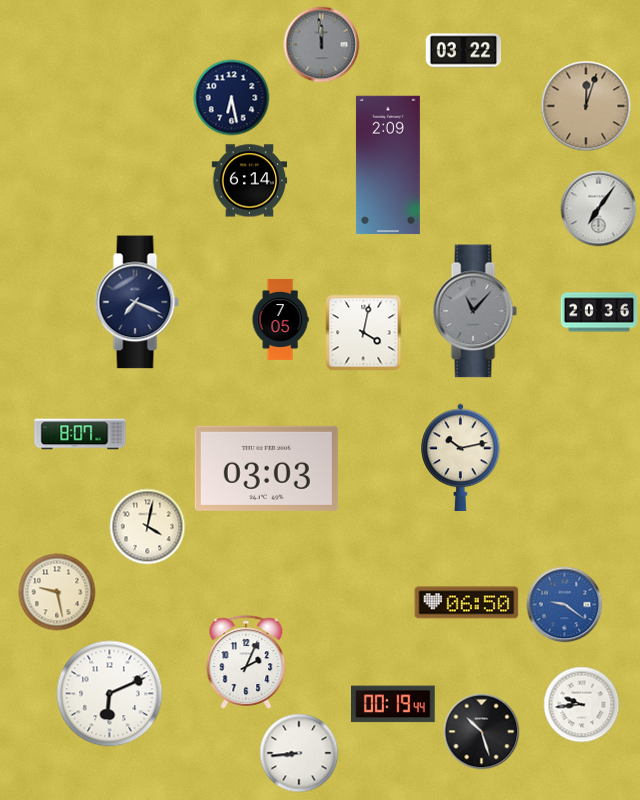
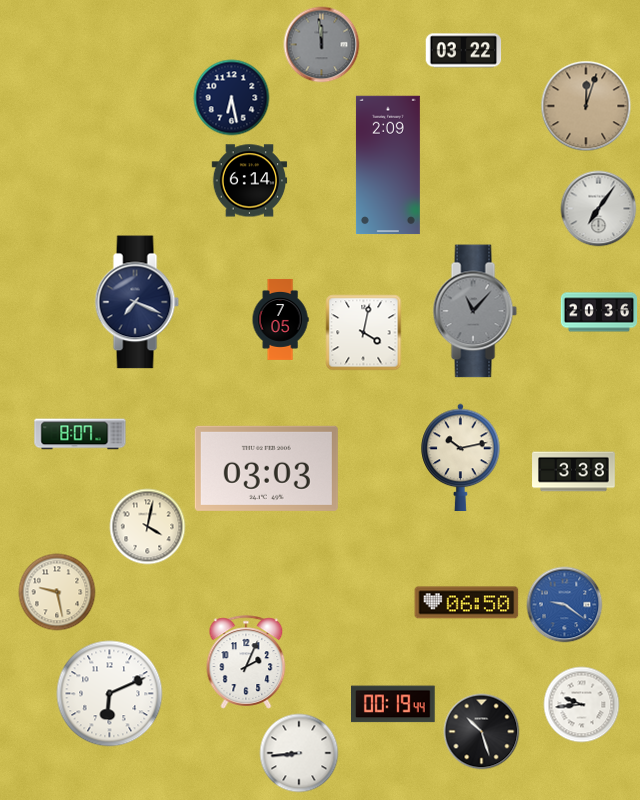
clock at (574, 472): none -> 3:38
